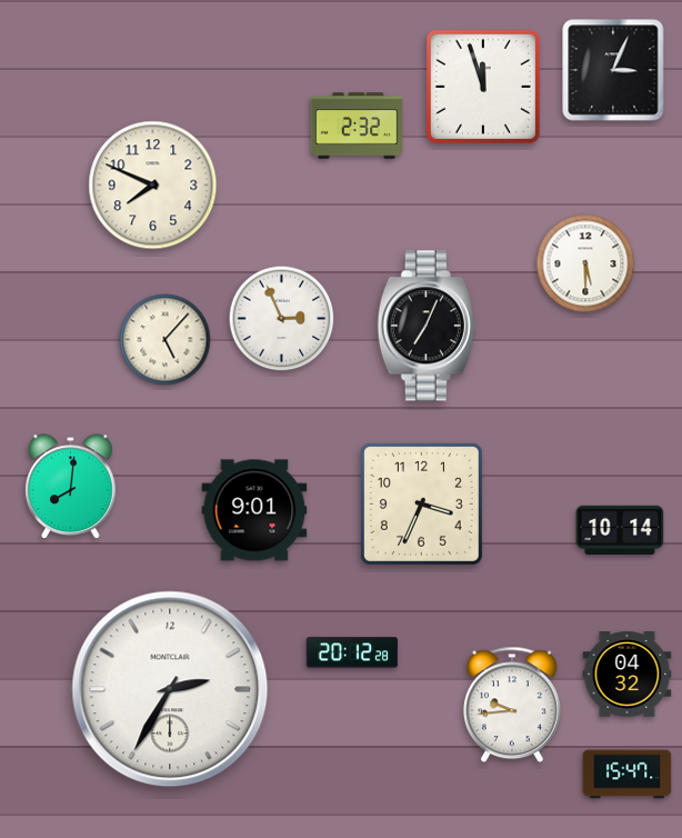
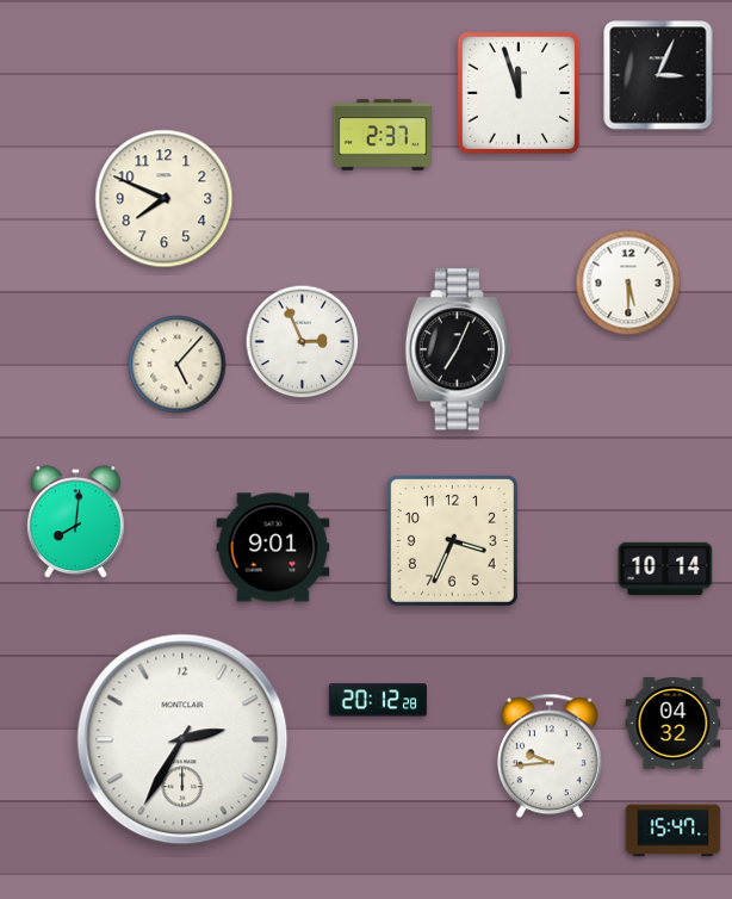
clock at (355, 126): 2:32 -> 2:37
